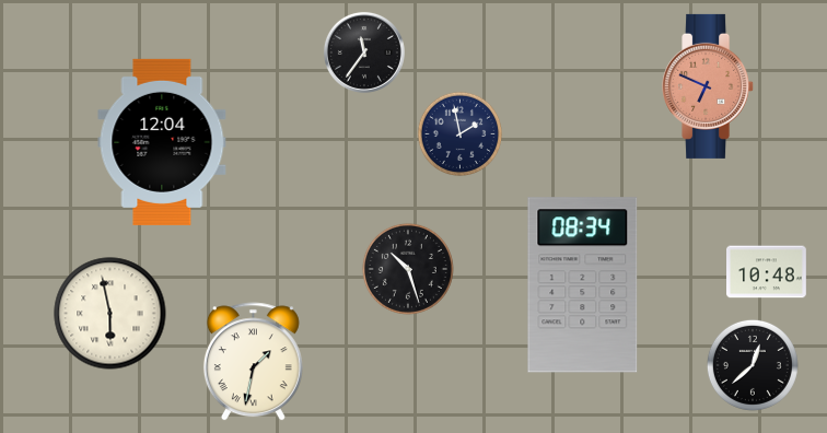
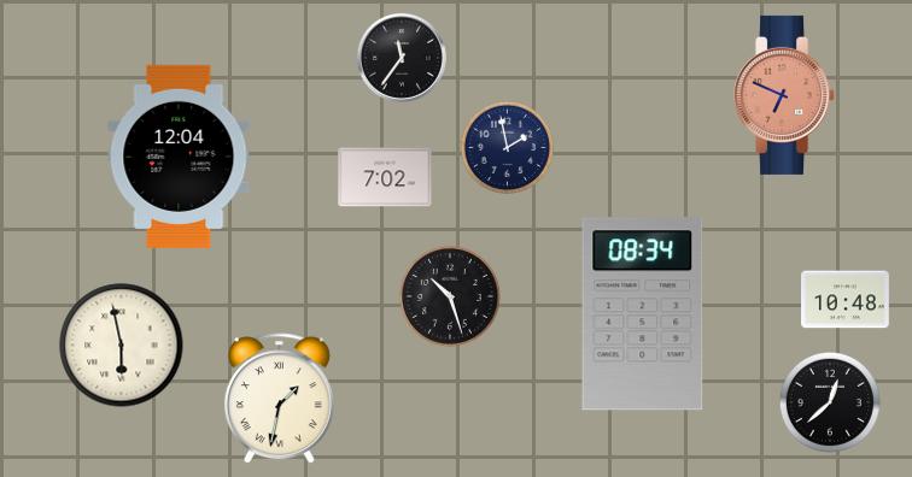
clock at (709, 86) position: (709, 86) -> (785, 95)
clock at (385, 177): none -> 7:02
